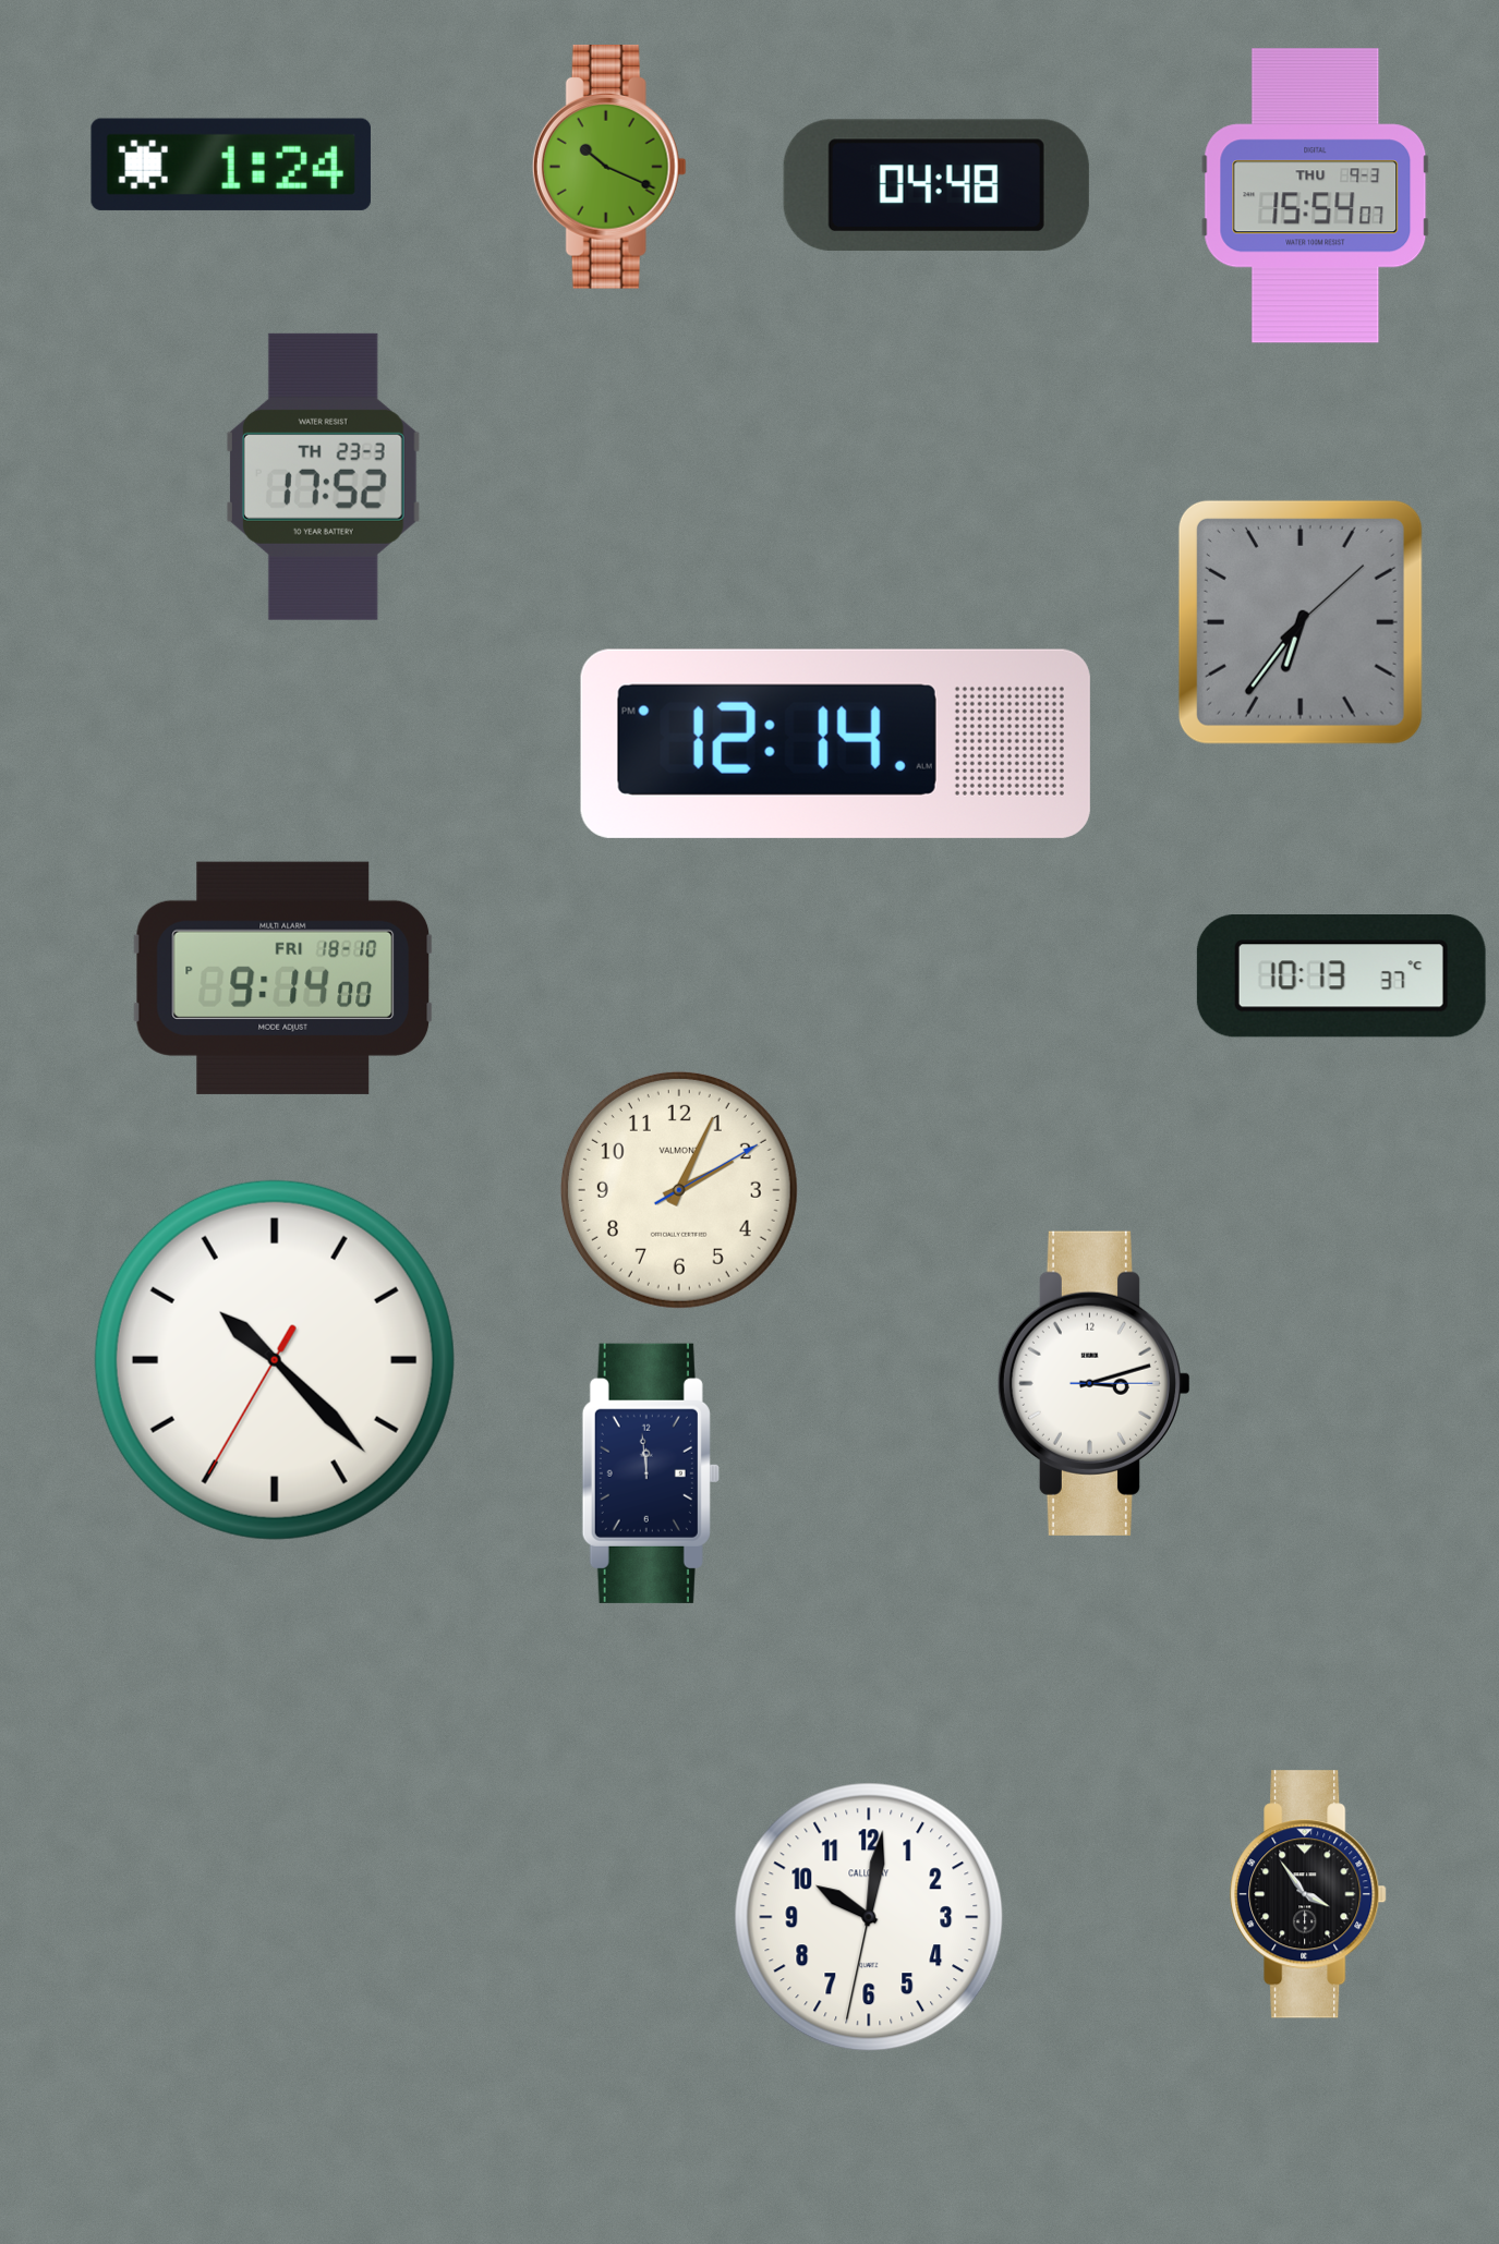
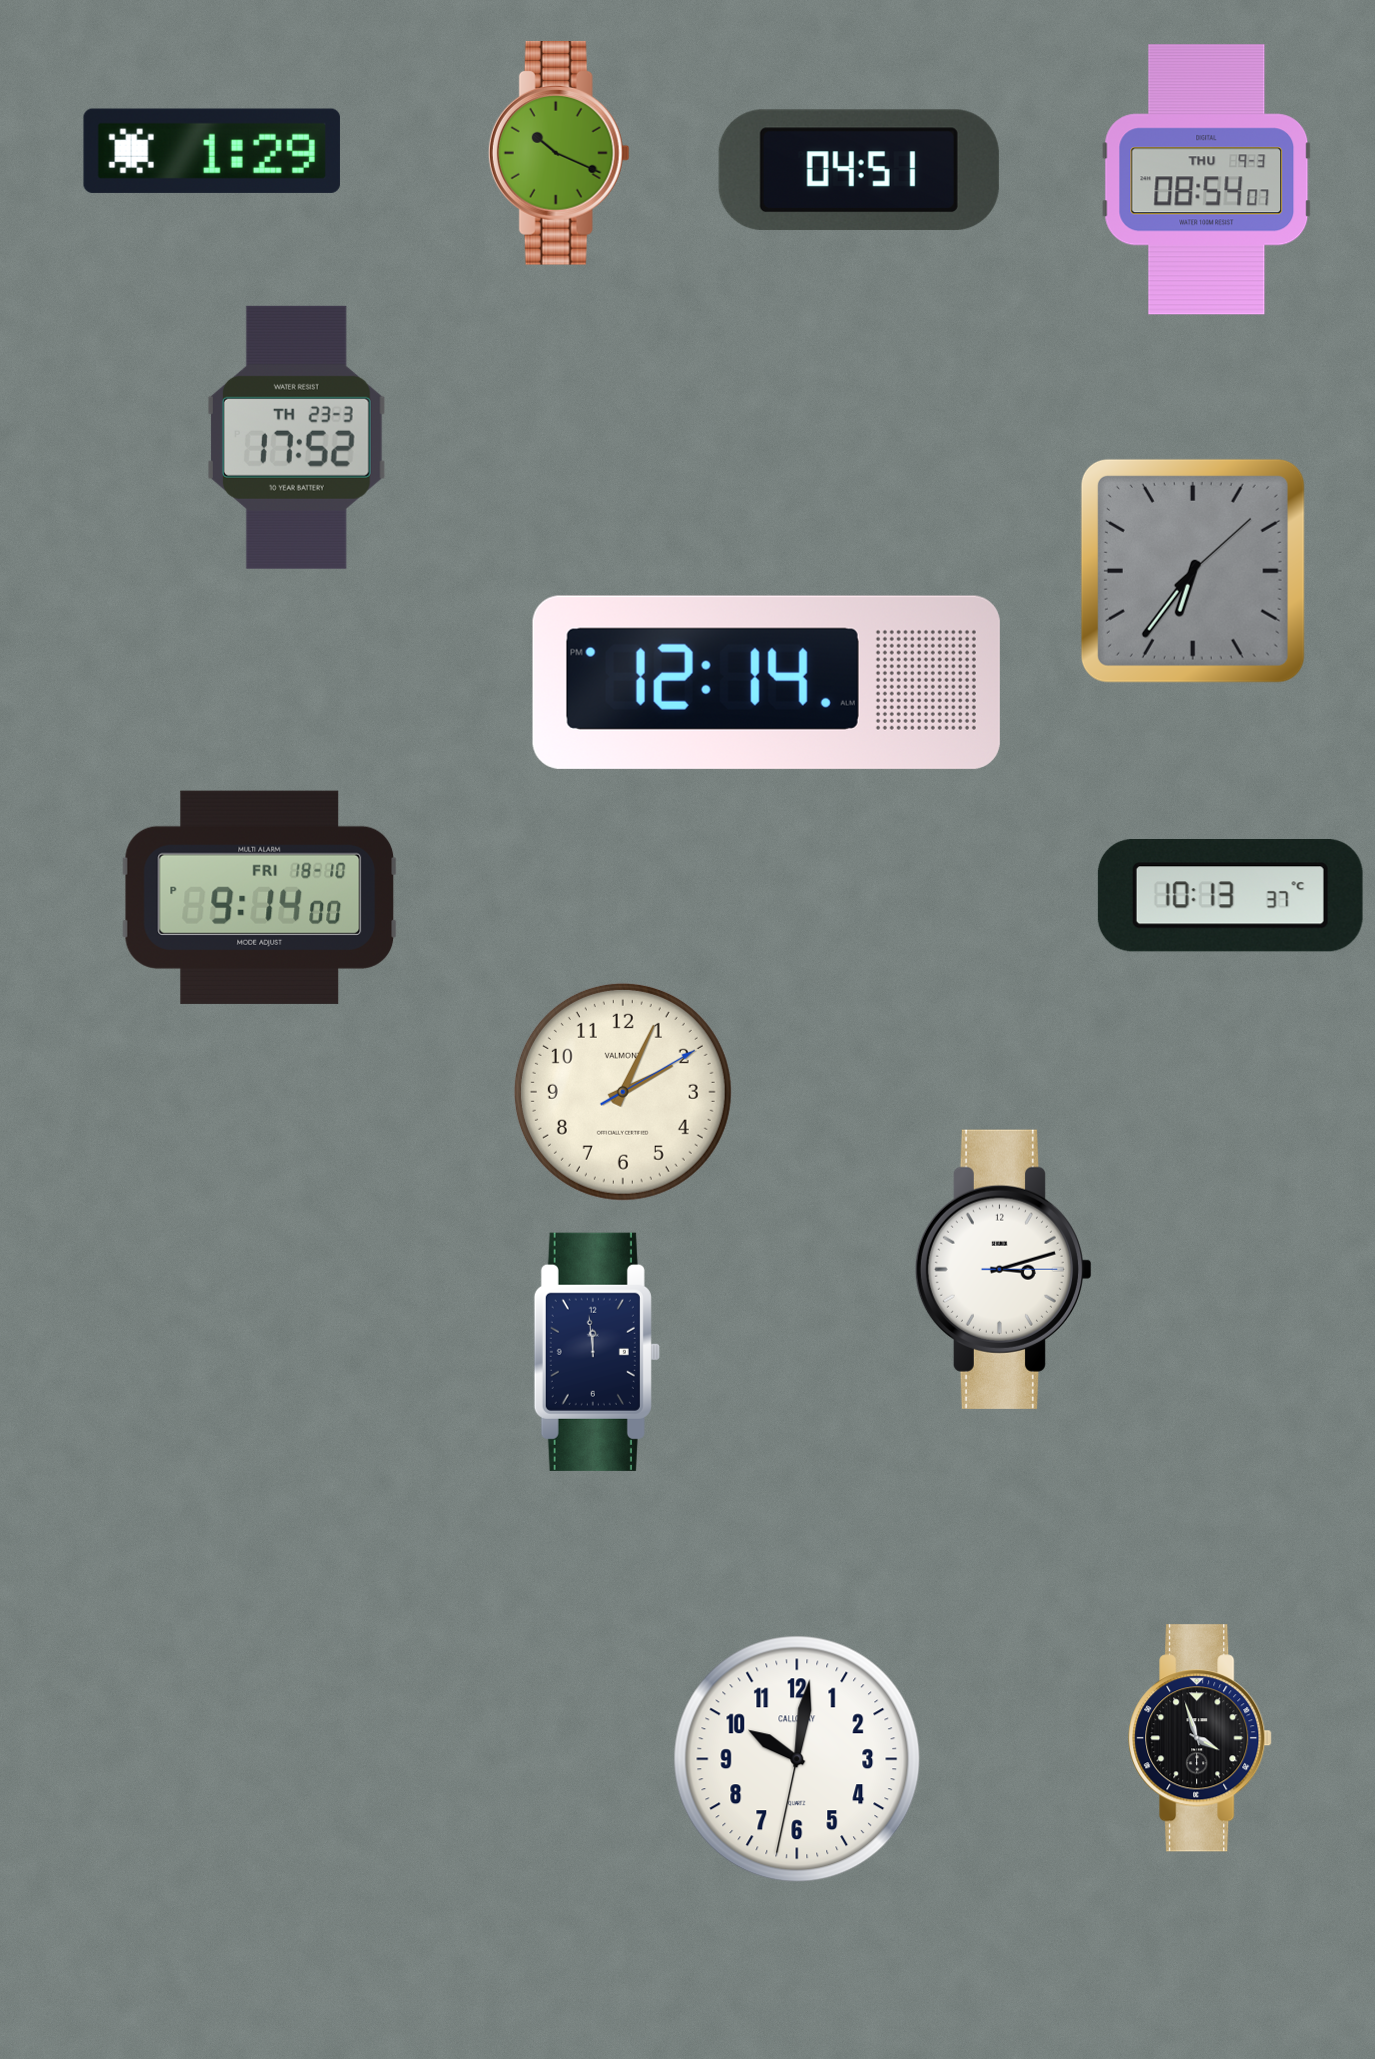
clock at (231, 165): 1:24 -> 1:29
clock at (936, 185): 04:48 -> 04:51
clock at (1316, 196): 15:54 -> 08:54
clock at (275, 1360): 10:22 -> none
clock at (1308, 1894): 3:54 -> 3:57
